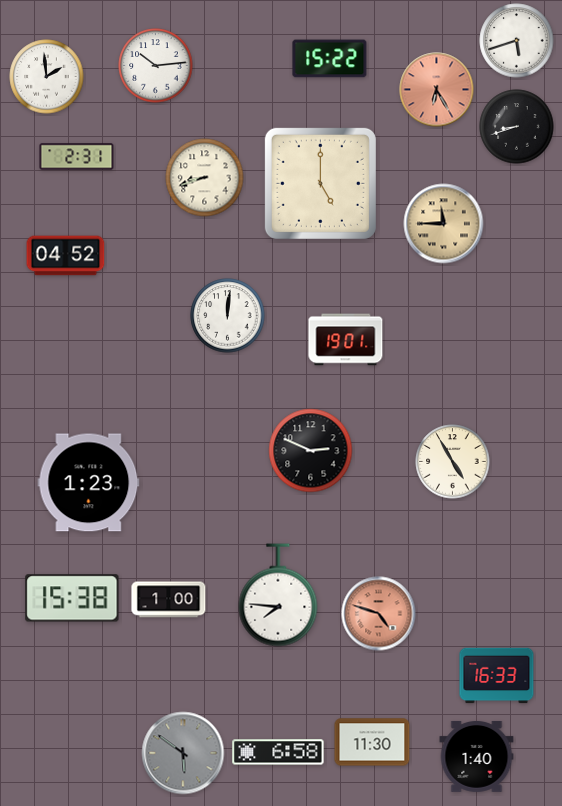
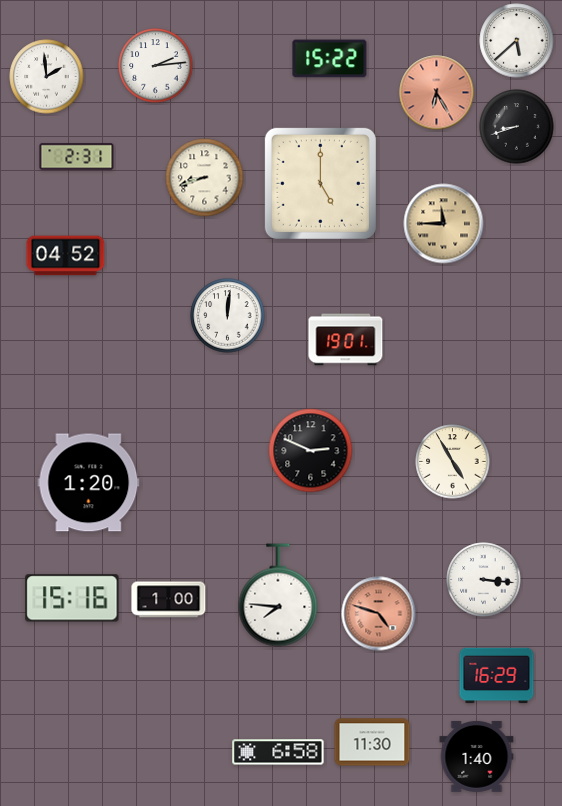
clock at (517, 41): 5:42 -> 5:38
clock at (156, 66): 10:14 -> 2:14
clock at (437, 90) position: (437, 90) -> (437, 93)
clock at (89, 483): 1:23 -> 1:20
clock at (484, 580): none -> 3:16
clock at (72, 598): 15:38 -> 15:16
clock at (497, 676): 16:33 -> 16:29
clock at (183, 753): 5:51 -> none
